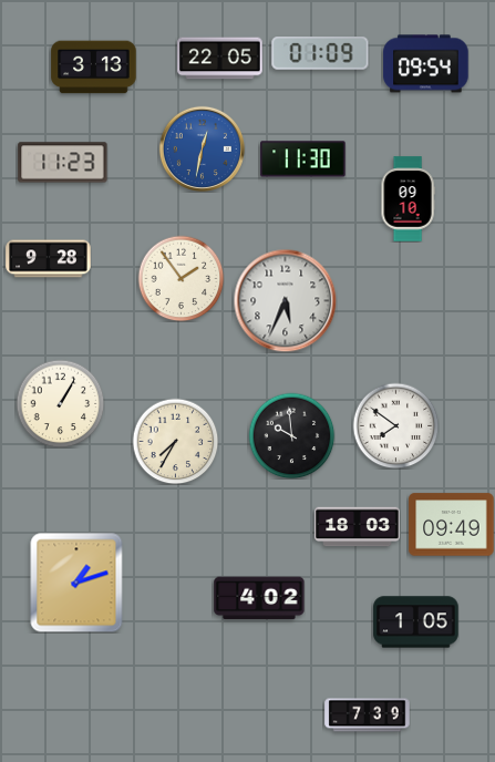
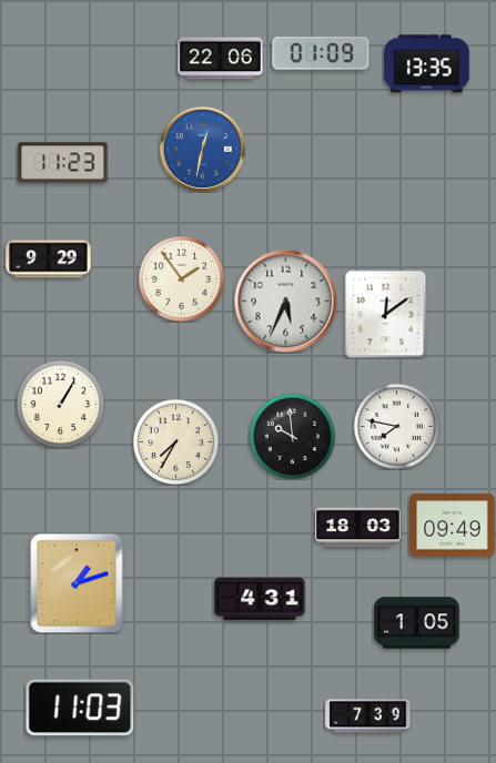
clock at (220, 59): 22:05 -> 22:06
clock at (426, 64): 09:54 -> 13:35
clock at (94, 68): 3:13 -> none
clock at (303, 159): 11:30 -> none
clock at (408, 199): 09:10 -> none
clock at (49, 259): 9:28 -> 9:29
clock at (386, 314): none -> 12:09
clock at (395, 425): 7:51 -> 7:47
clock at (259, 598): 4:02 -> 4:31
clock at (80, 708): none -> 11:03
